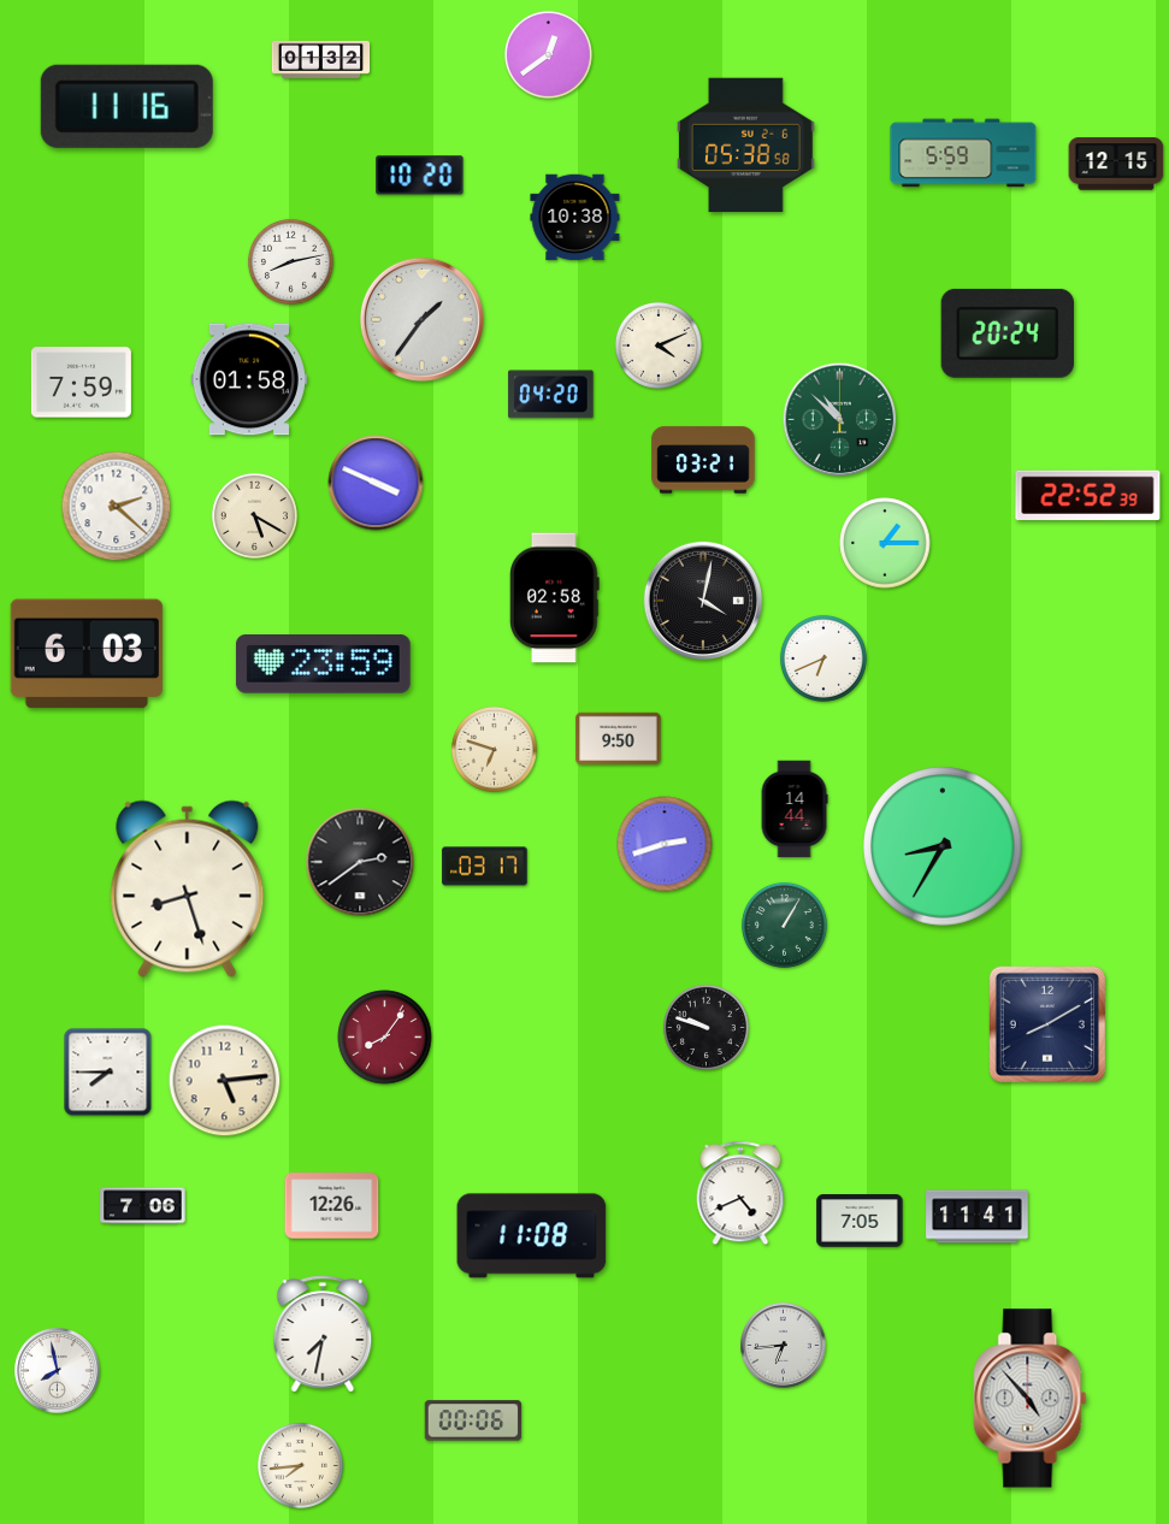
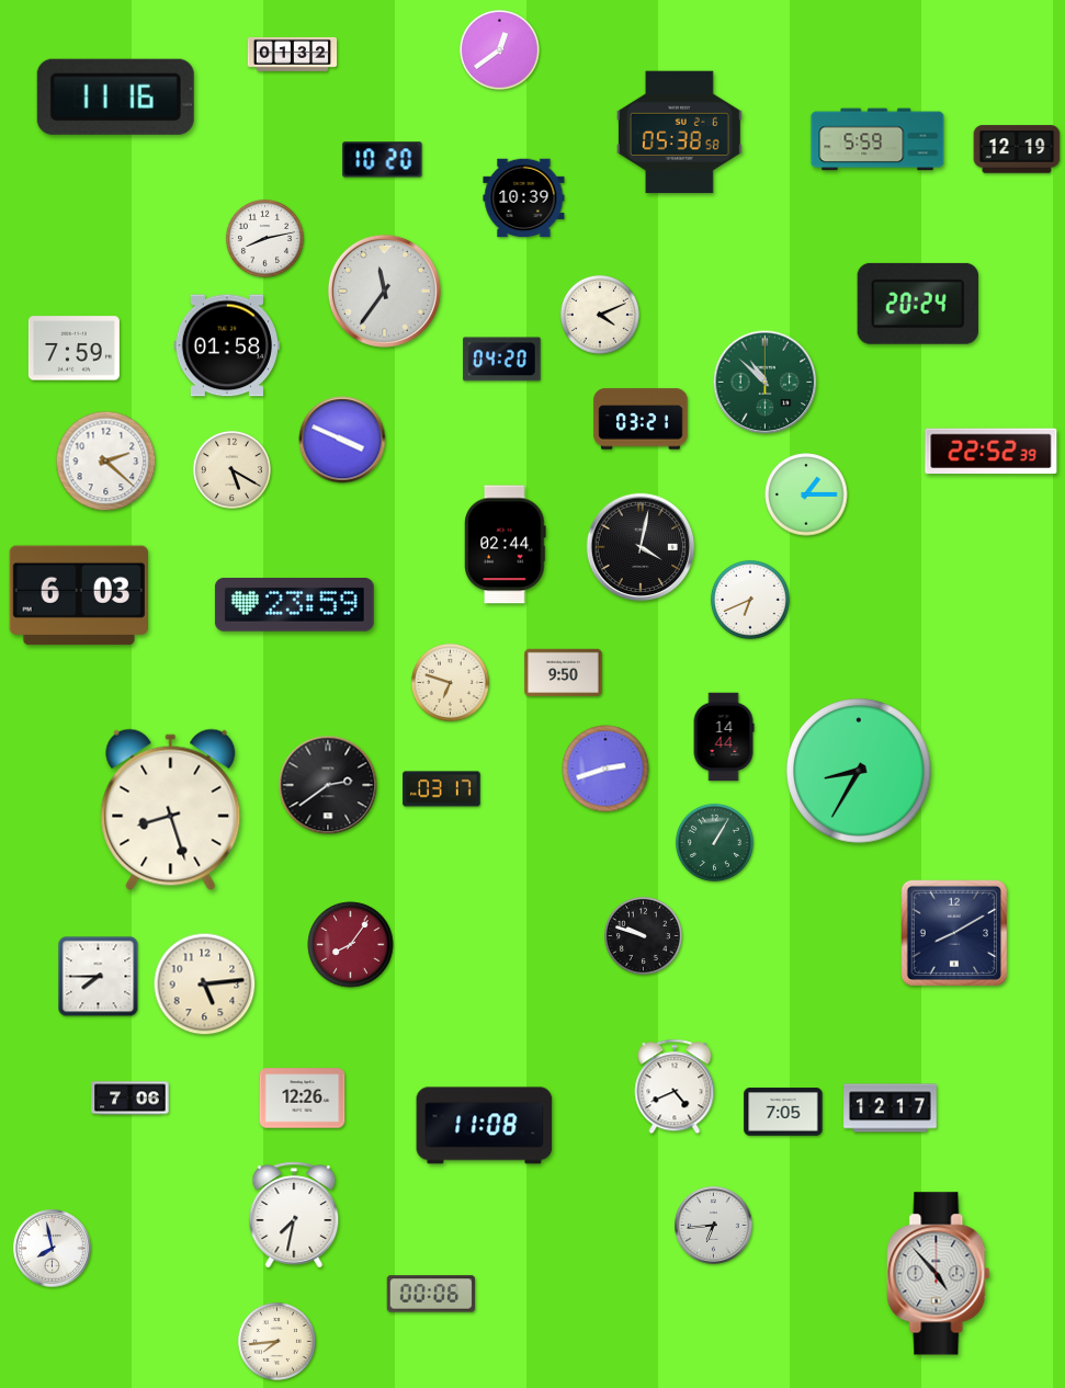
clock at (1116, 164): 12:15 -> 12:19
clock at (575, 218): 10:38 -> 10:39
clock at (421, 319): 1:36 -> 11:36
clock at (555, 598): 02:58 -> 02:44
clock at (978, 1217): 11:41 -> 12:17
clock at (300, 1465) position: (300, 1465) -> (276, 1341)
